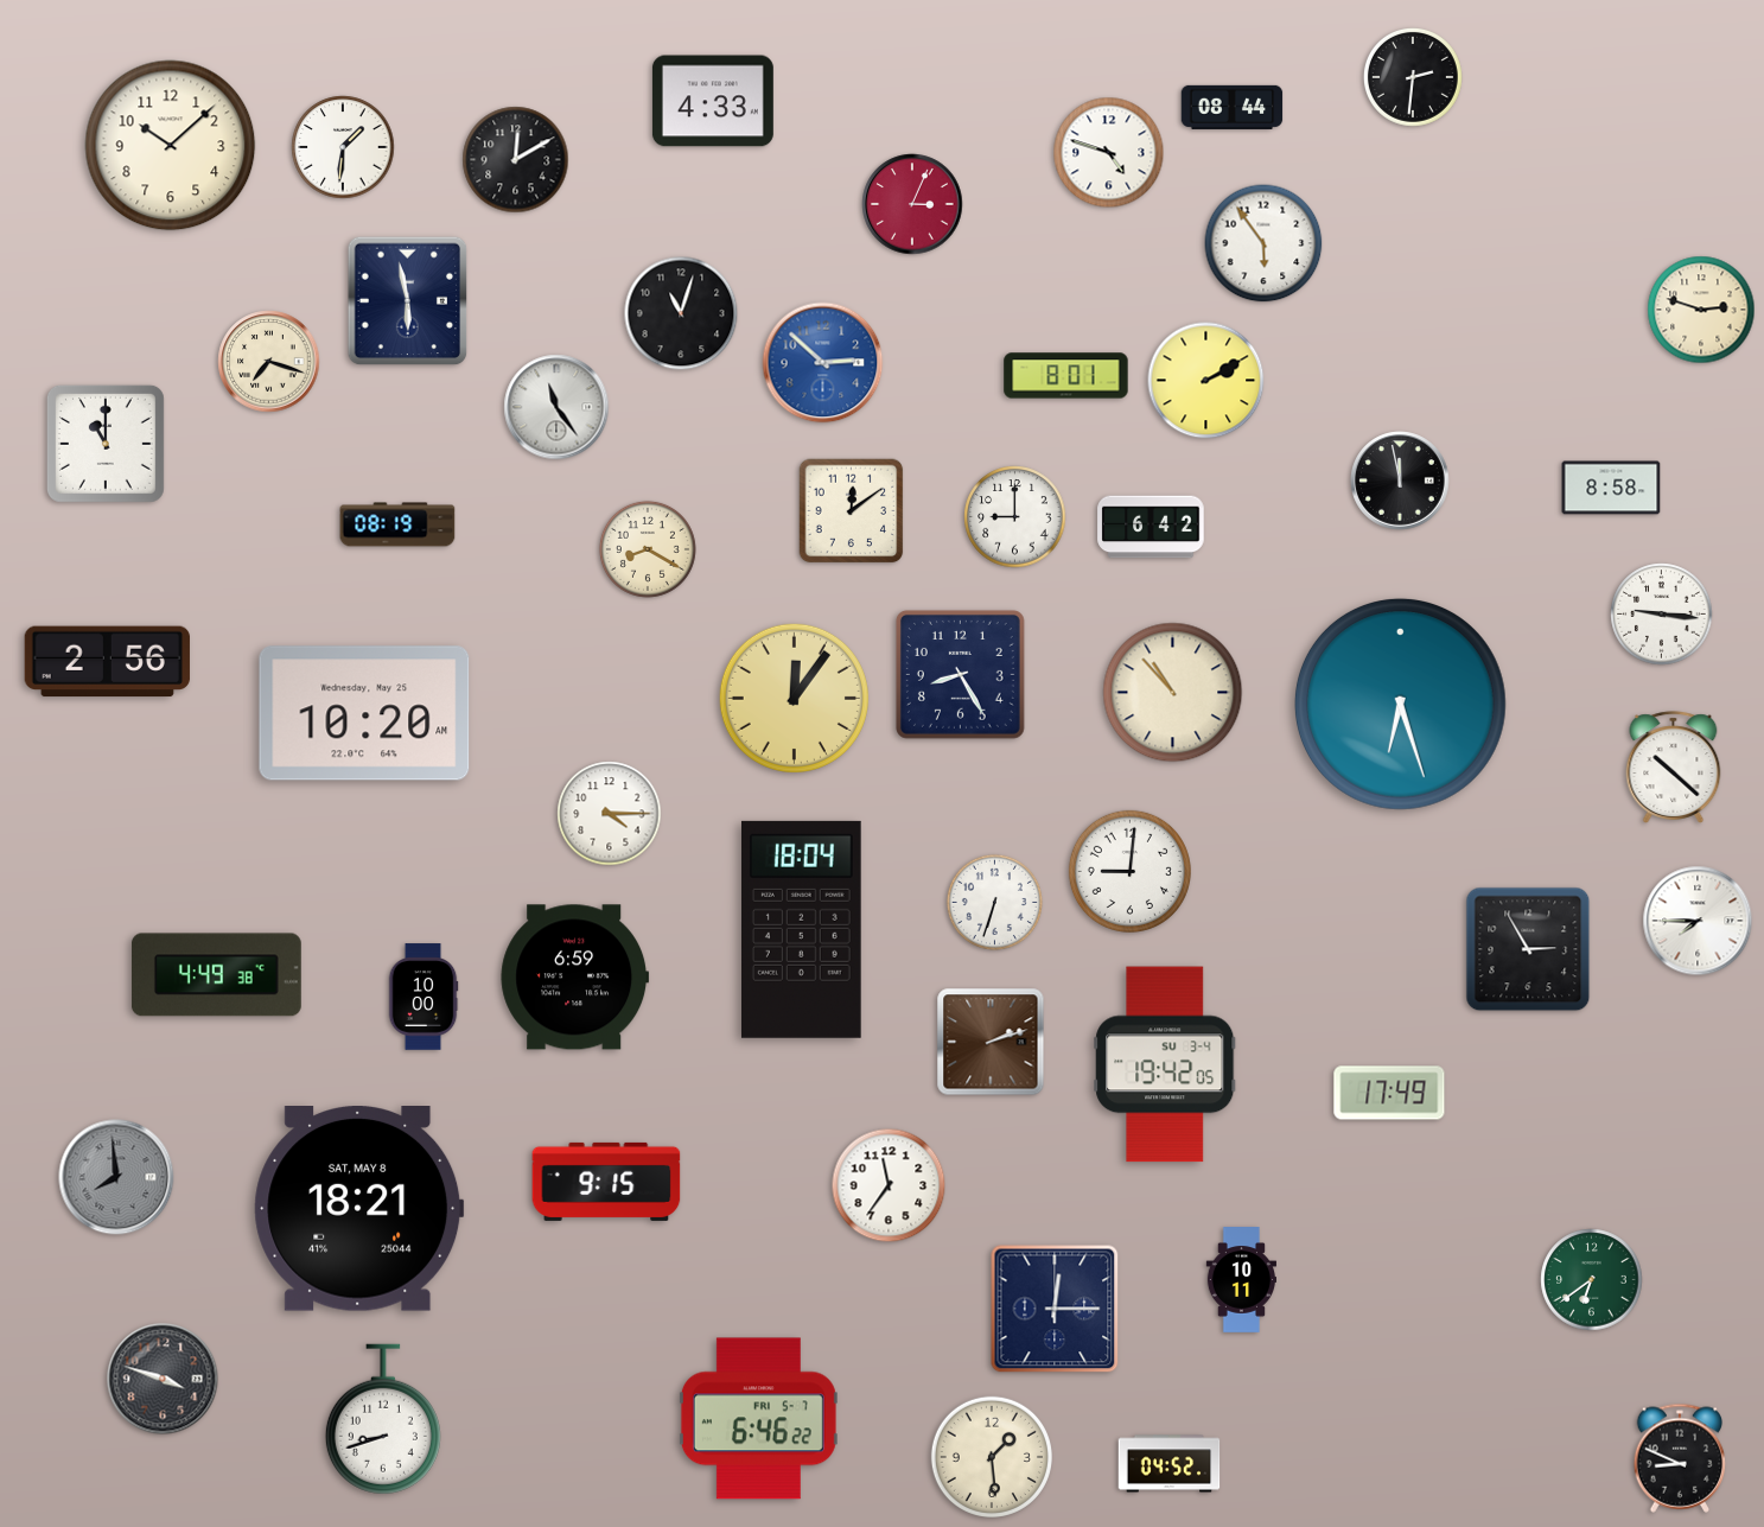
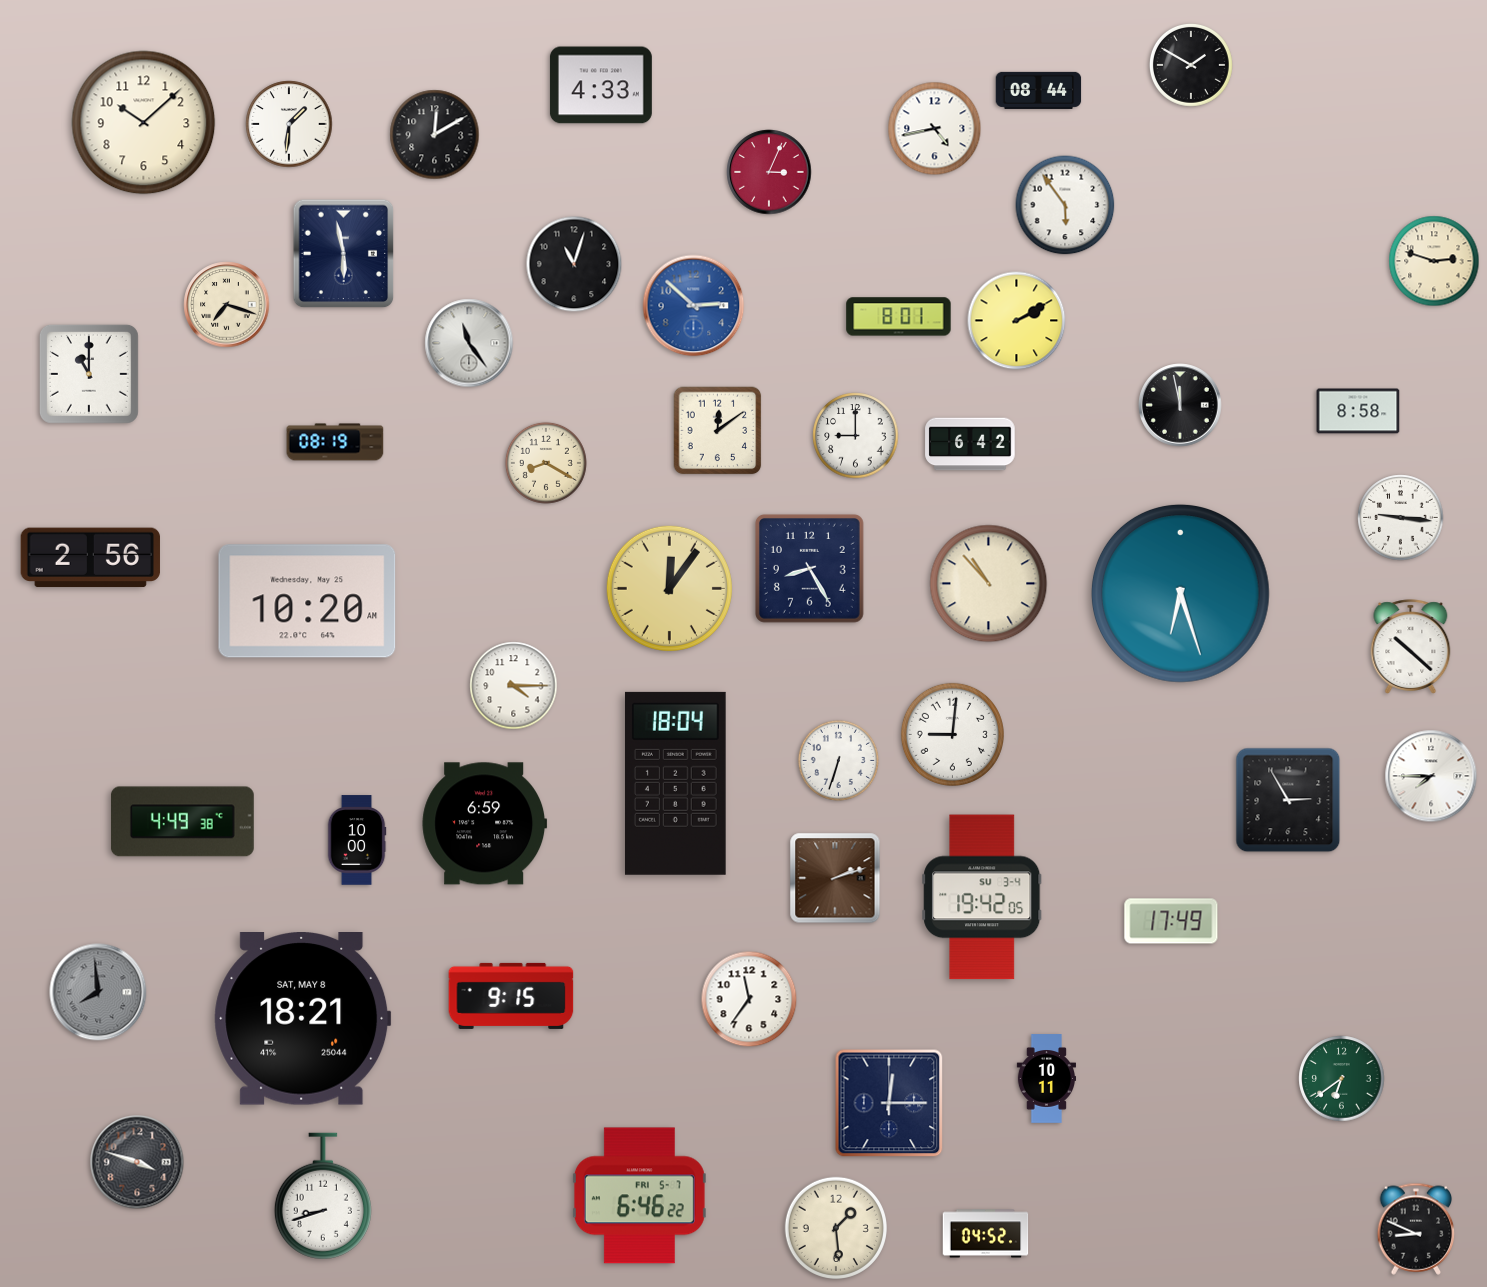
clock at (1413, 77): 2:31 -> 1:50
clock at (1109, 153): 4:48 -> 4:43
